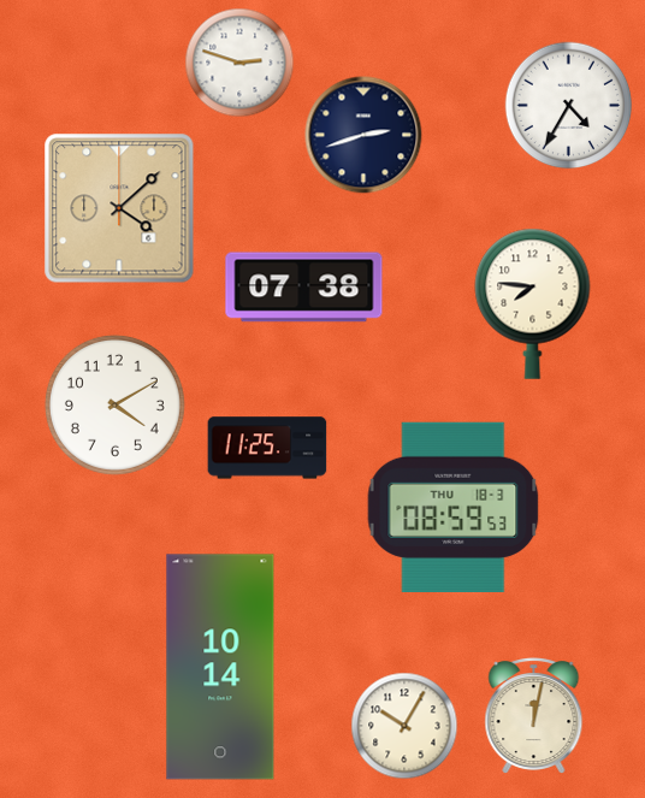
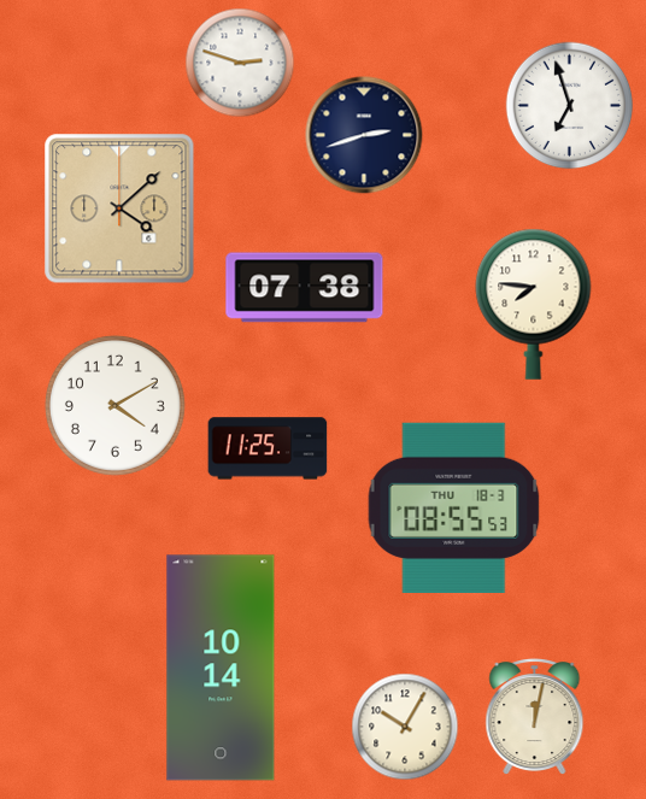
clock at (569, 106): 4:35 -> 6:57
clock at (454, 507): 08:59 -> 08:55
